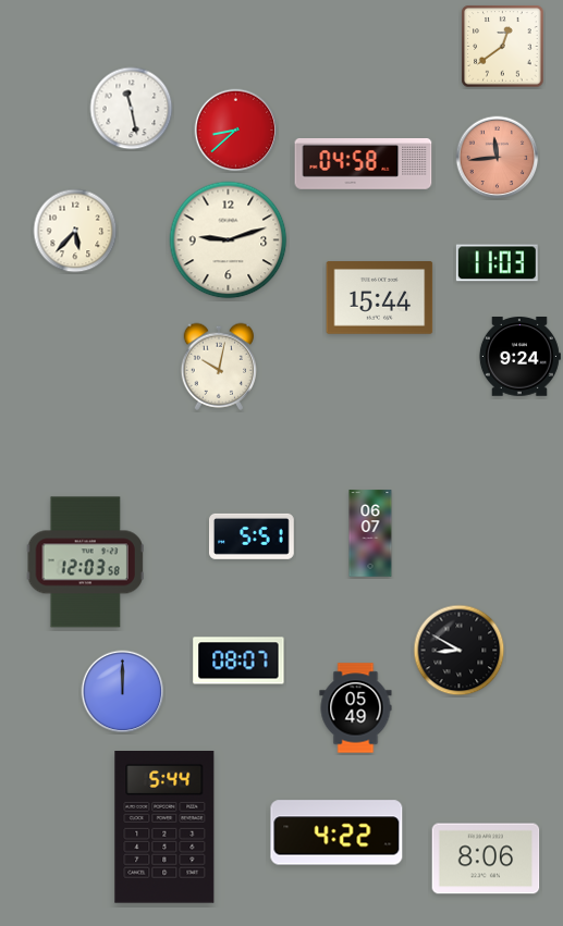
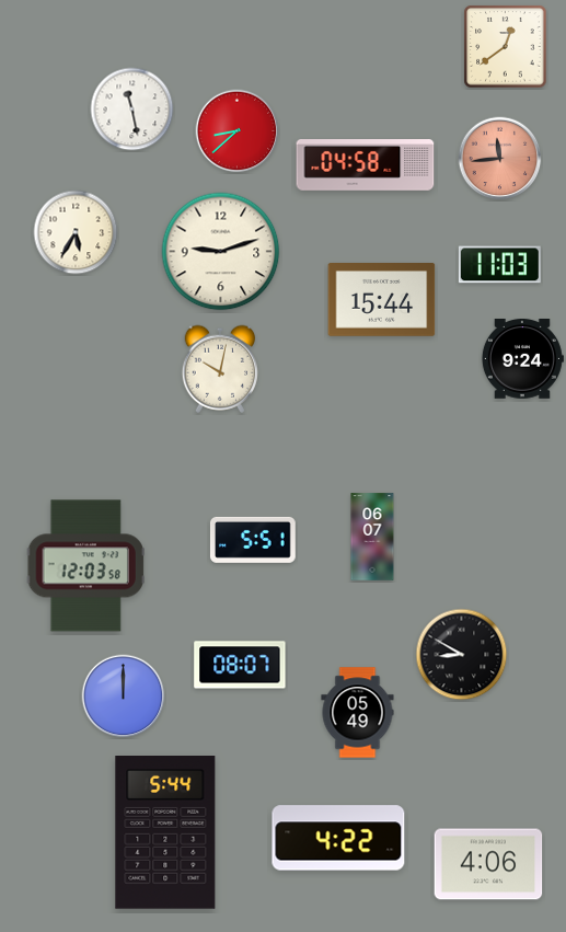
clock at (75, 231): 5:37 -> 5:35
clock at (229, 240) position: (229, 240) -> (221, 252)
clock at (486, 859): 8:06 -> 4:06
